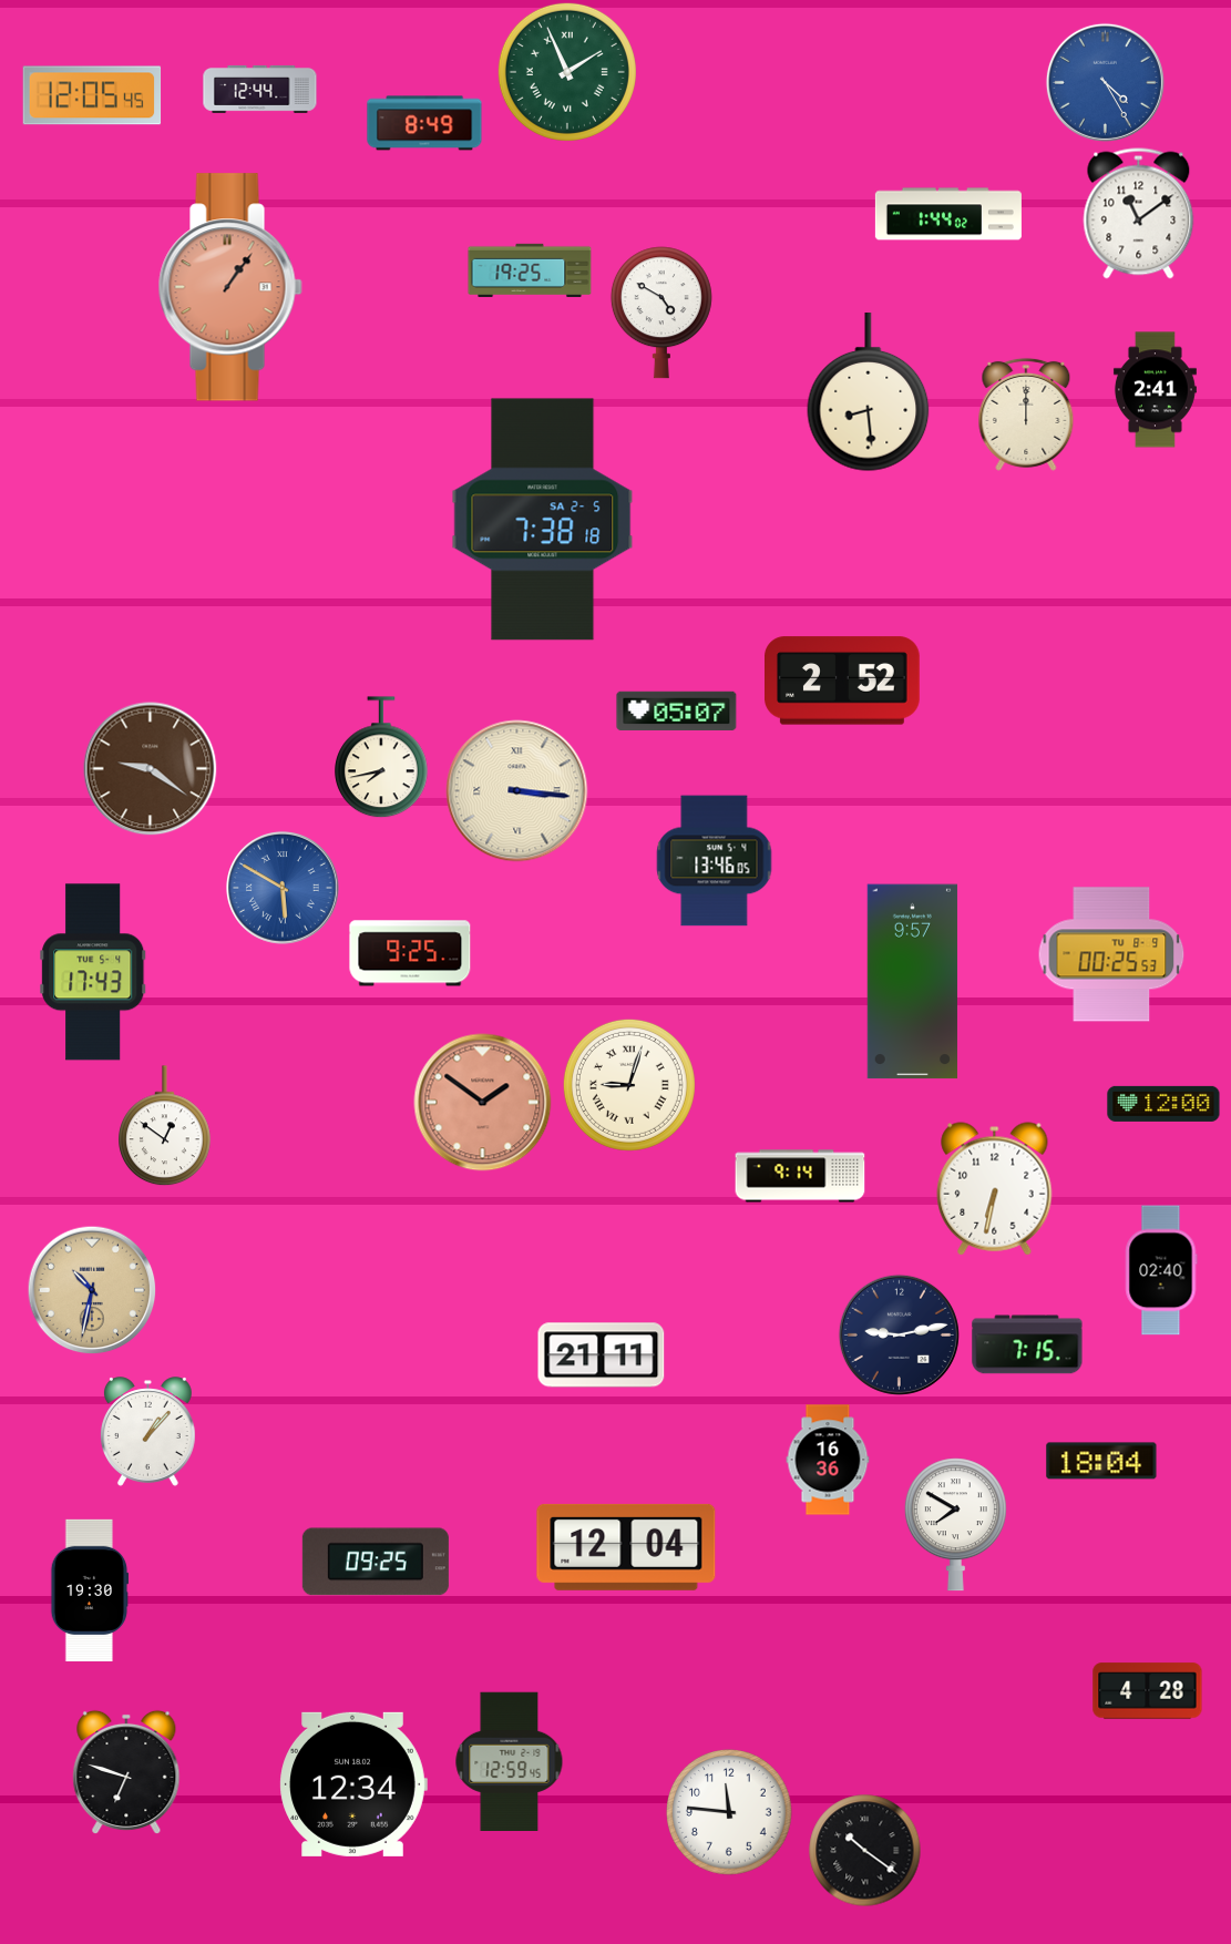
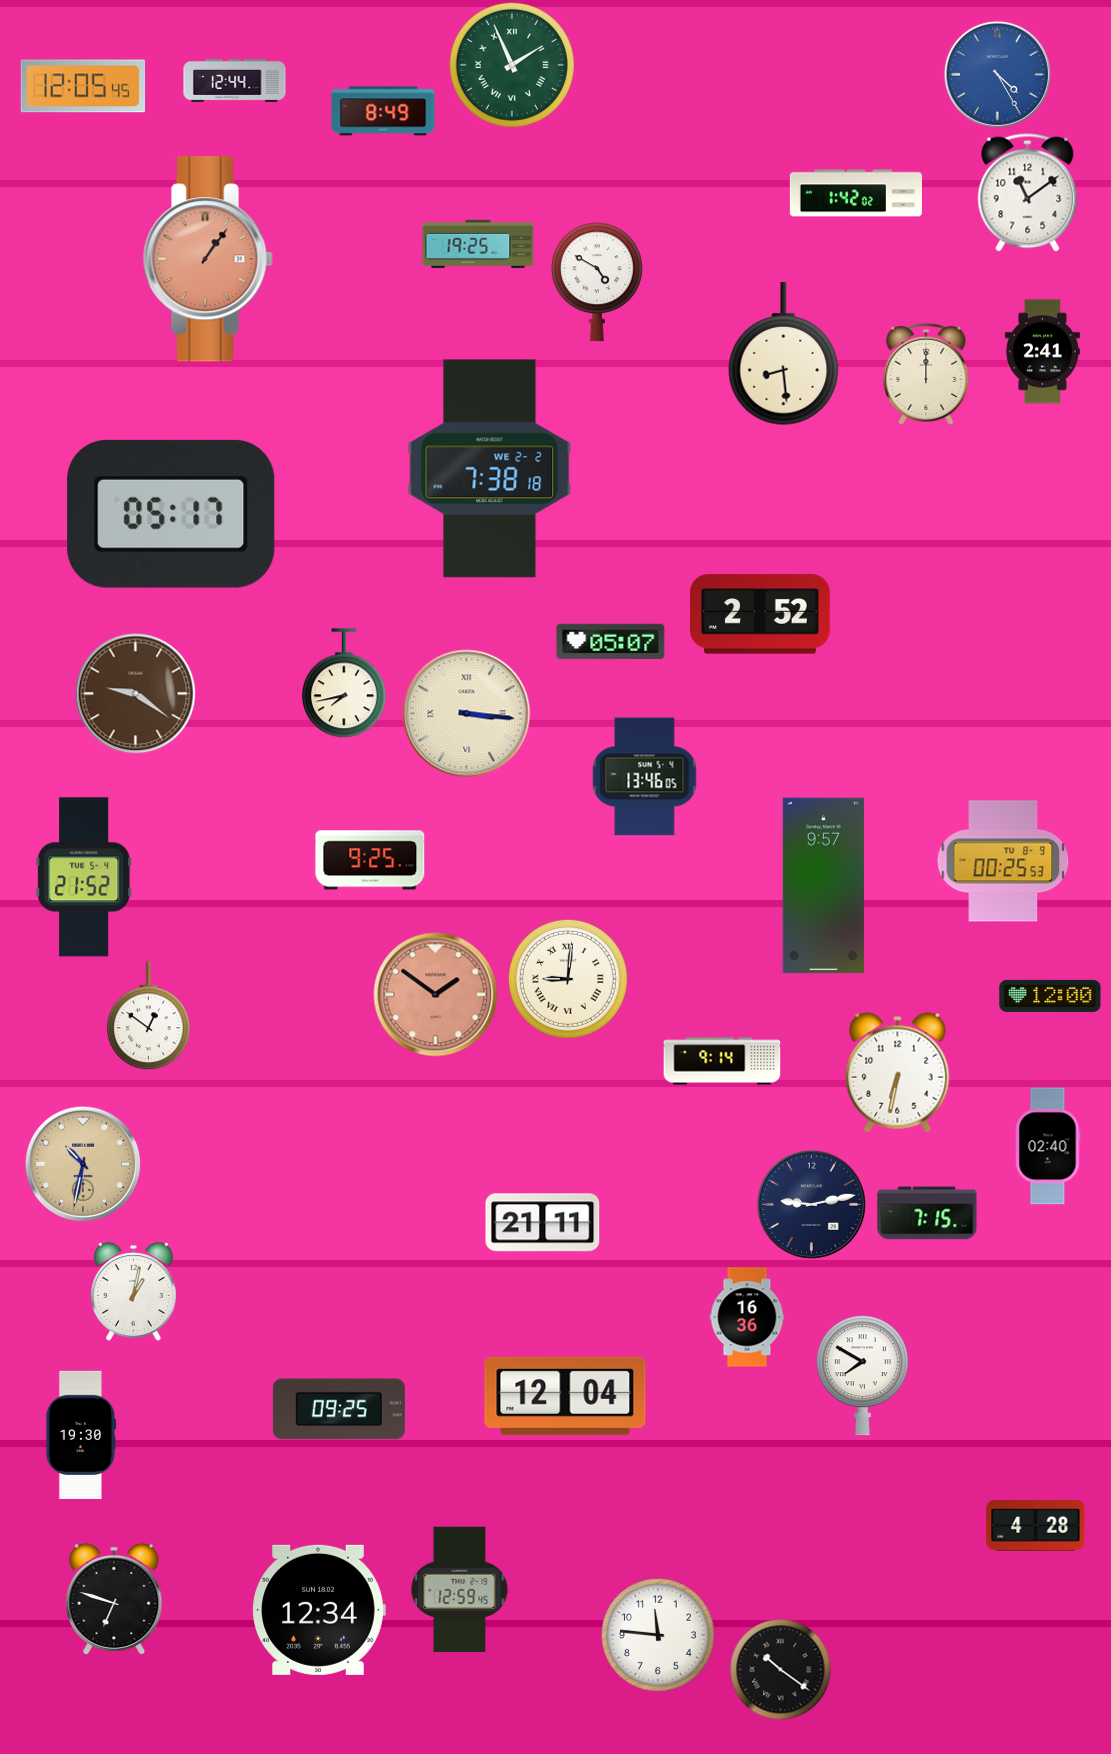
clock at (948, 214): 1:44 -> 1:42
clock at (543, 520) date: SA 2-5 -> WE 2-2
clock at (171, 514): none -> 05:17
clock at (284, 889): 5:50 -> none
clock at (93, 972): 17:43 -> 21:52
clock at (629, 1085): 9:03 -> 9:01
clock at (147, 1432): 1:07 -> 1:02
clock at (1101, 1461): 18:04 -> none
